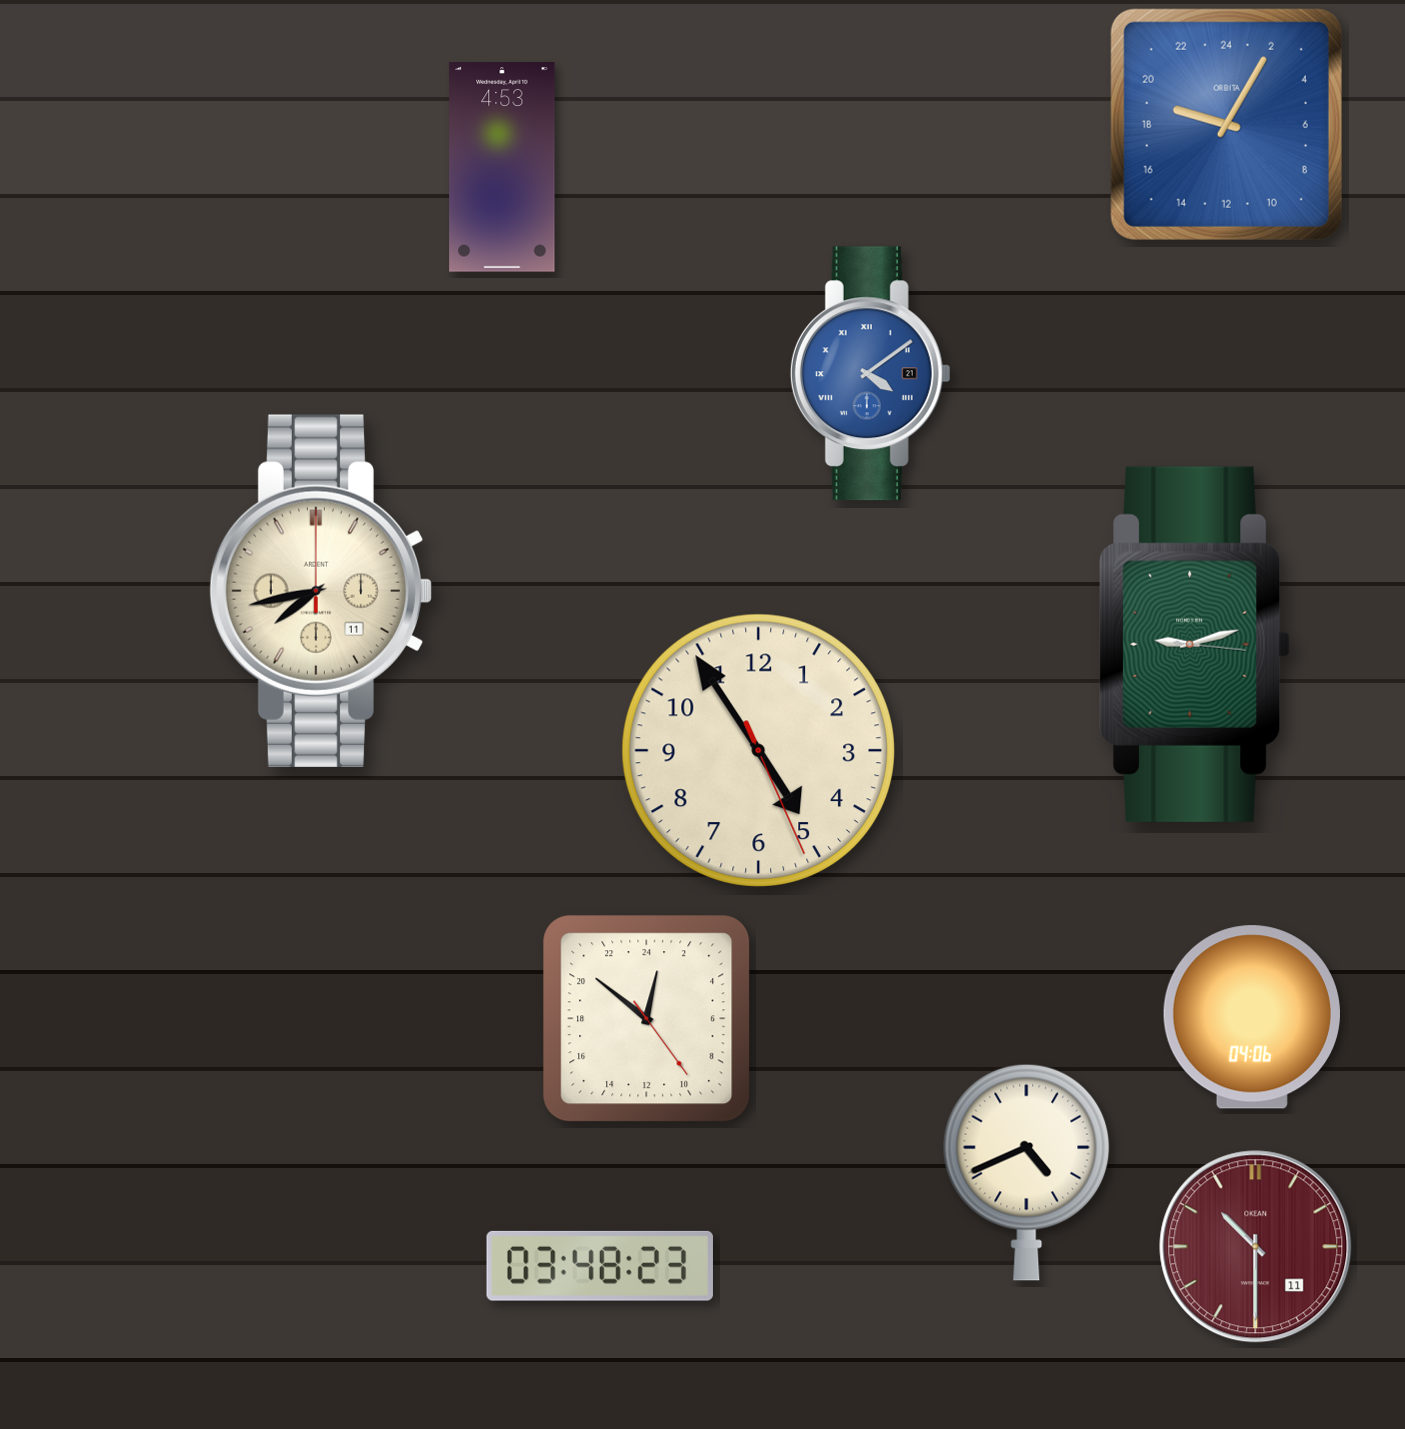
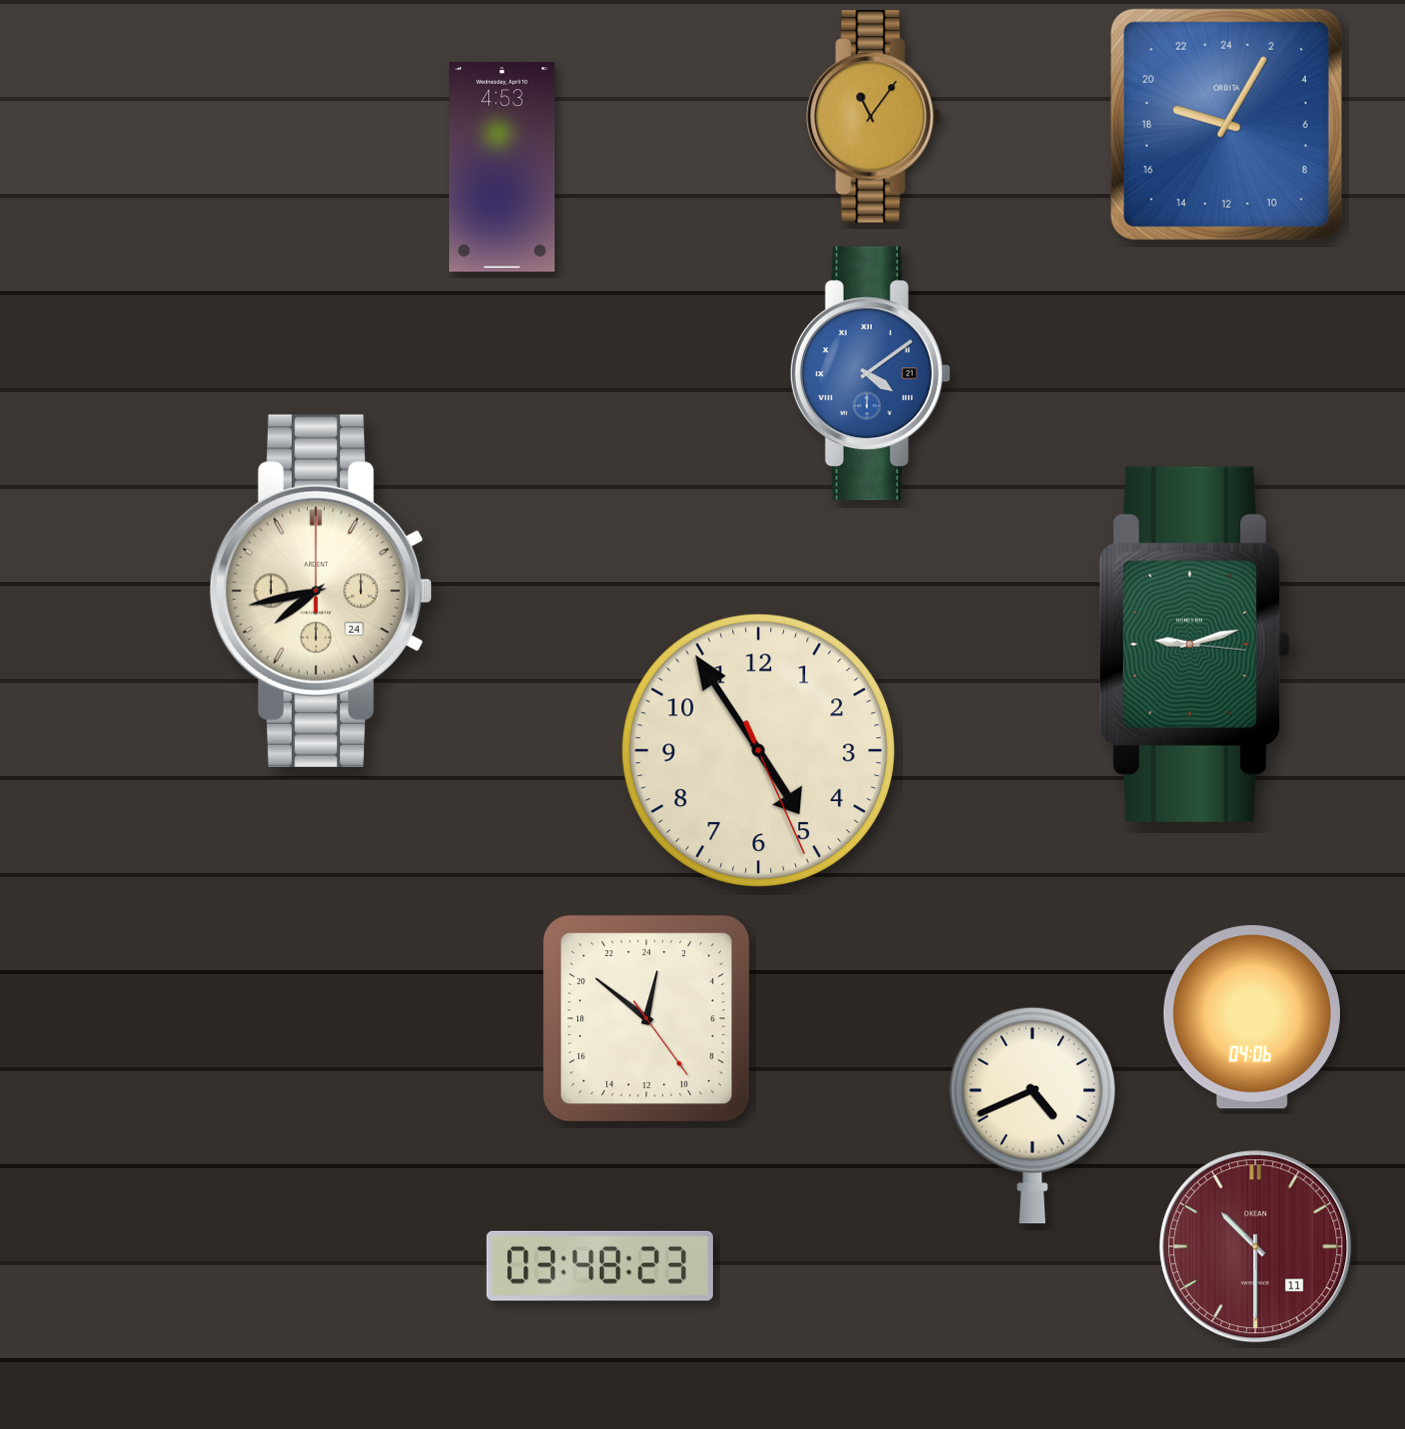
clock at (874, 117): none -> 11:06
clock at (321, 591) date: 11 -> 24
clock at (1027, 1172) position: (1027, 1172) -> (1033, 1115)
